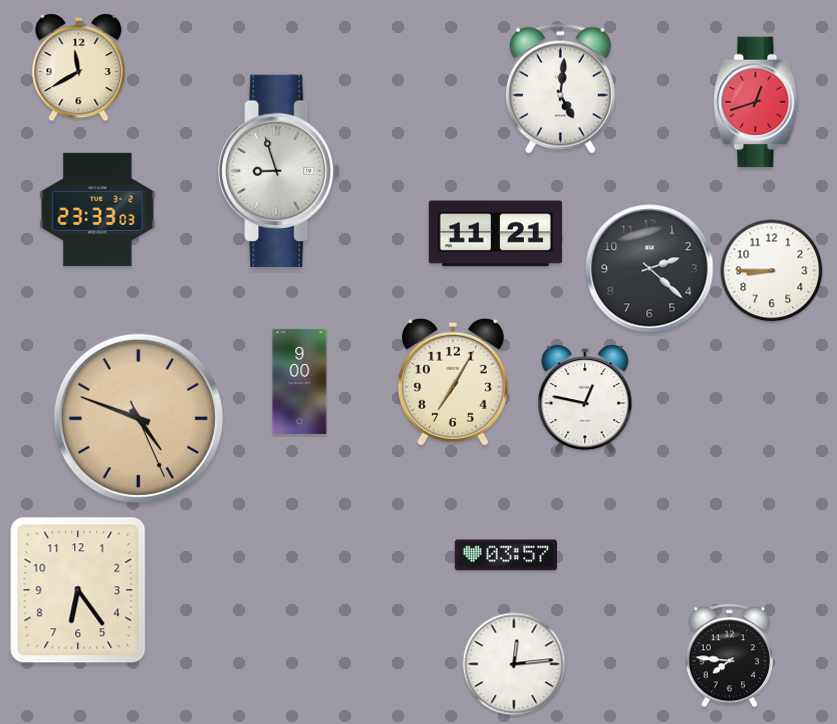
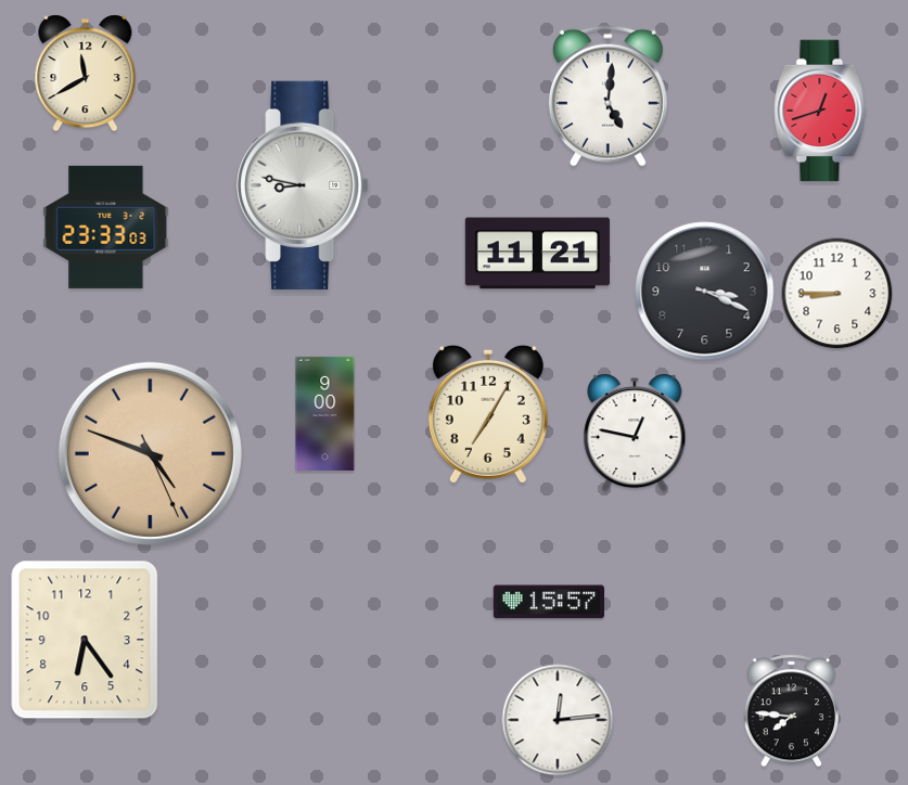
clock at (279, 171): 8:57 -> 8:47
clock at (650, 269): 2:22 -> 3:19
clock at (453, 382) position: (453, 382) -> (488, 414)
clock at (505, 555): 03:57 -> 15:57
